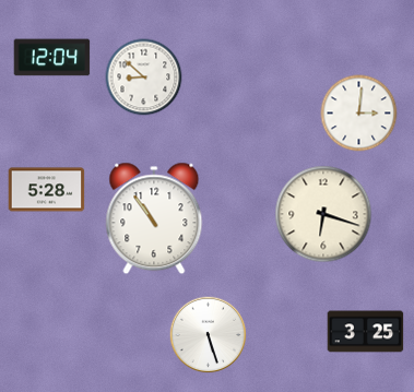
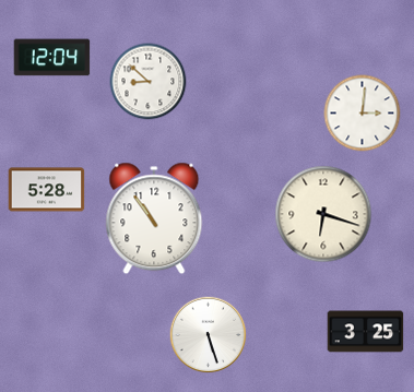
clock at (144, 78) position: (144, 78) -> (149, 82)
clock at (359, 114) position: (359, 114) -> (363, 114)
